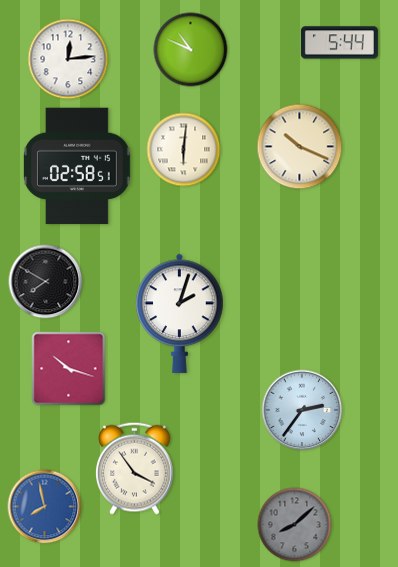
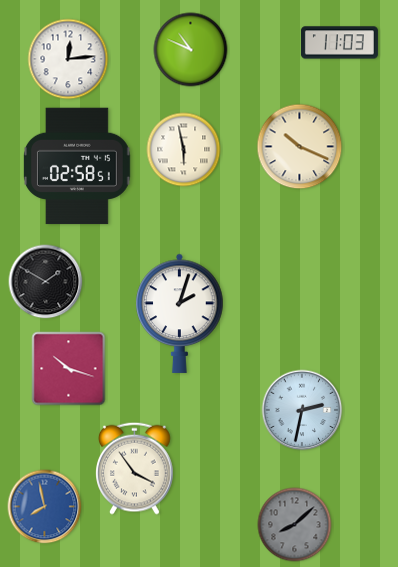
clock at (339, 43): 5:44 -> 11:03
clock at (184, 150): 6:01 -> 5:58
clock at (46, 282): 7:50 -> 1:50
clock at (302, 410): 2:36 -> 2:32
